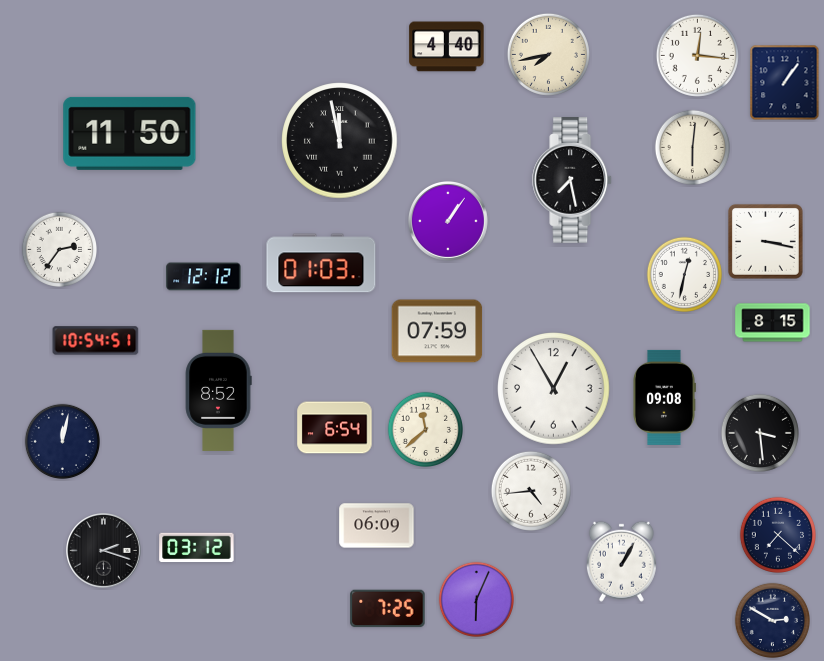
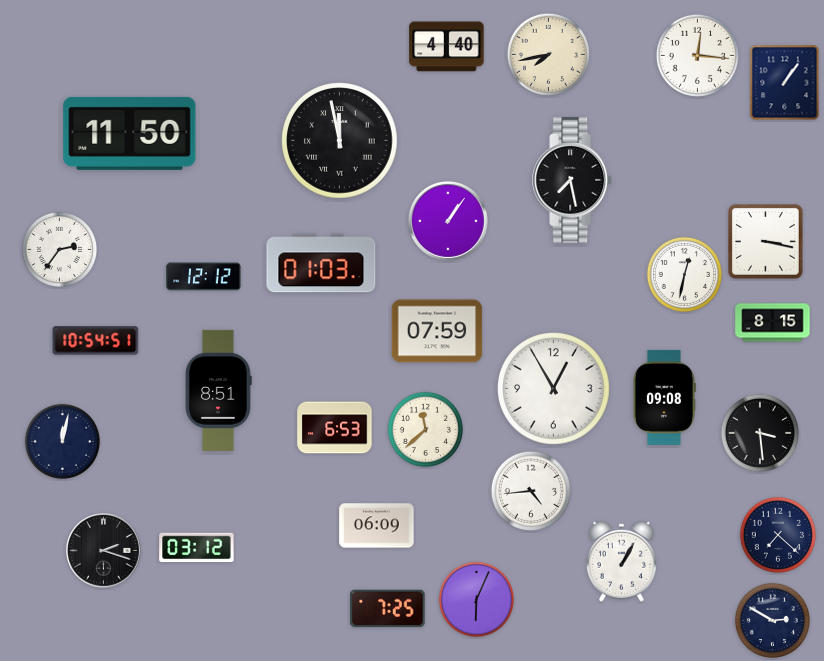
clock at (692, 147): 6:01 -> none
clock at (218, 390): 8:52 -> 8:51
clock at (335, 428): 6:54 -> 6:53
